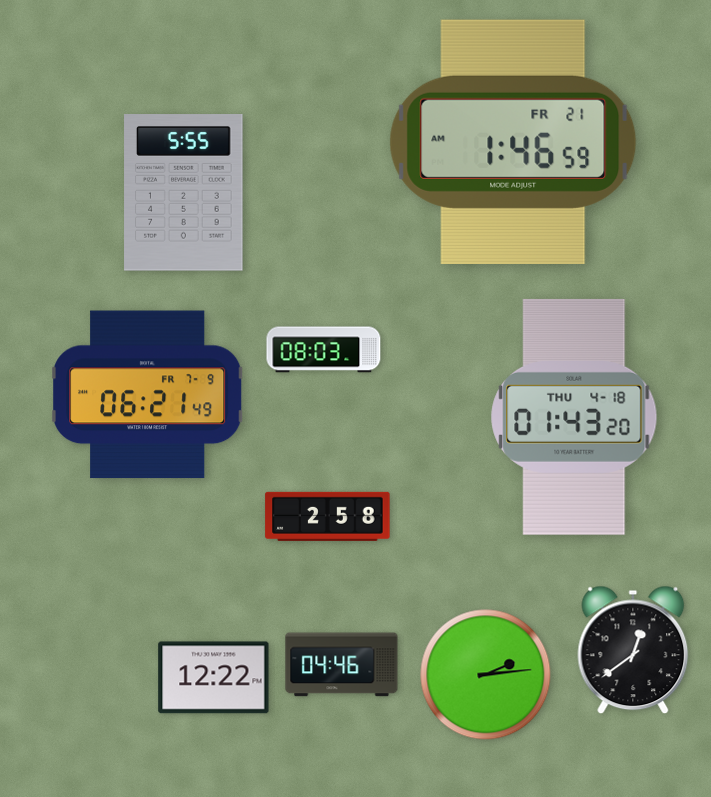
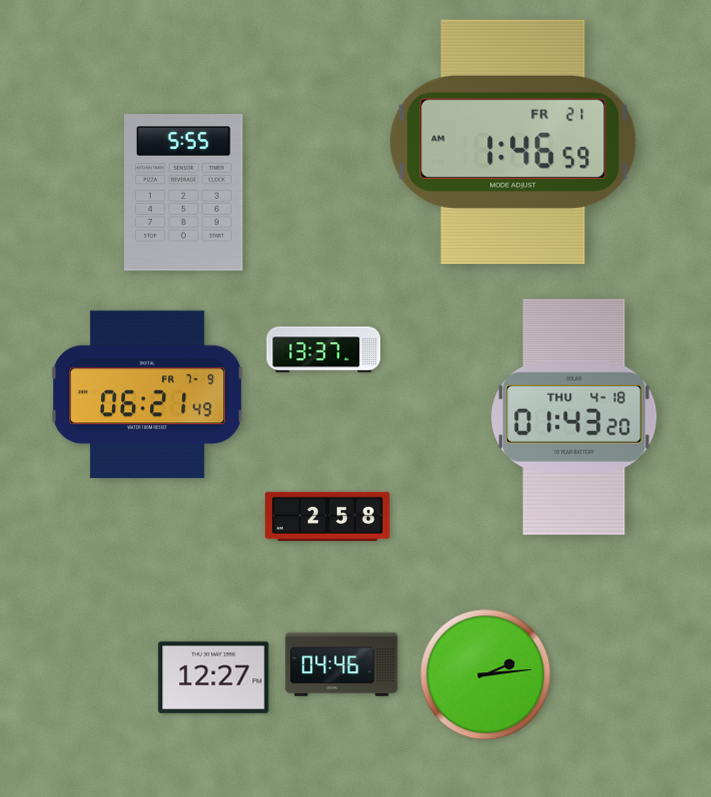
clock at (324, 350): 08:03 -> 13:37
clock at (633, 650): 12:39 -> none
clock at (214, 678): 12:22 -> 12:27
